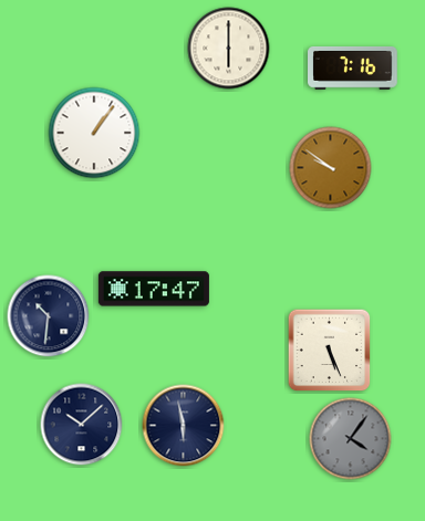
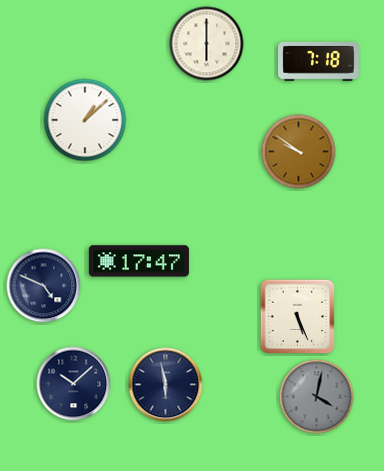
clock at (353, 67): 7:16 -> 7:18
clock at (94, 133): 1:06 -> 1:08
clock at (49, 316): 10:31 -> 4:49
clock at (351, 439): 4:06 -> 4:02
